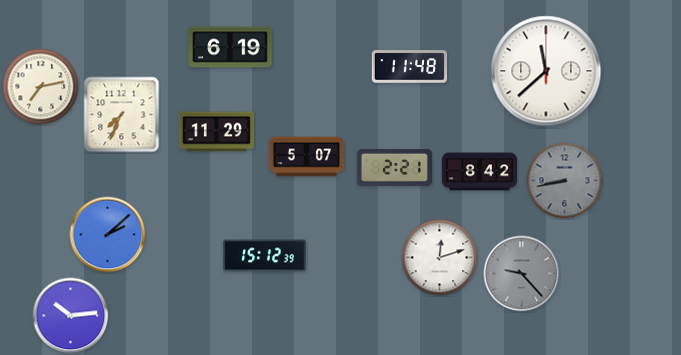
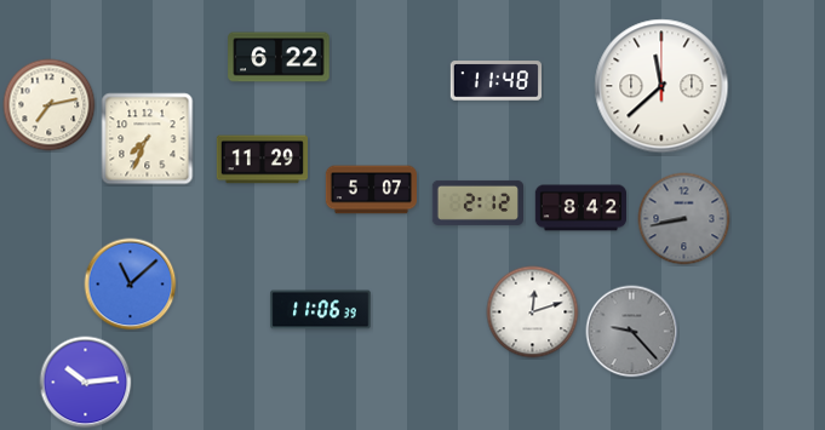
clock at (230, 47): 6:19 -> 6:22
clock at (394, 167): 2:21 -> 2:12
clock at (108, 235): 2:08 -> 11:08
clock at (265, 256): 15:12 -> 11:06
